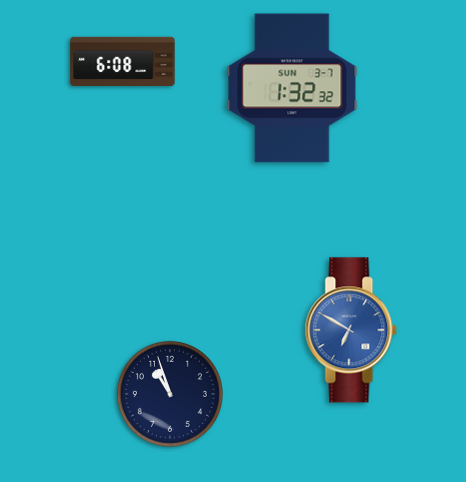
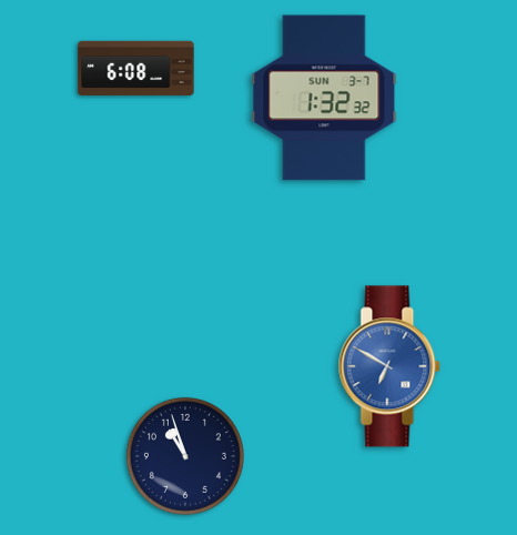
clock at (170, 394) position: (170, 394) -> (185, 456)
